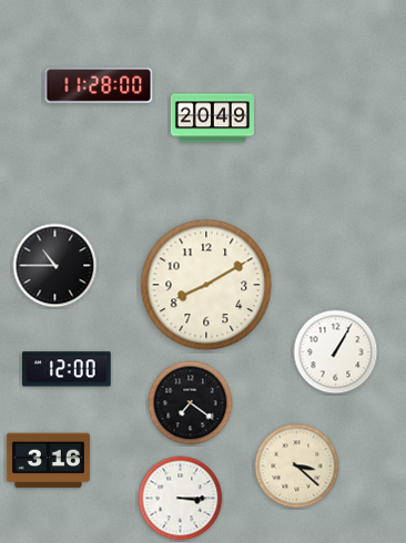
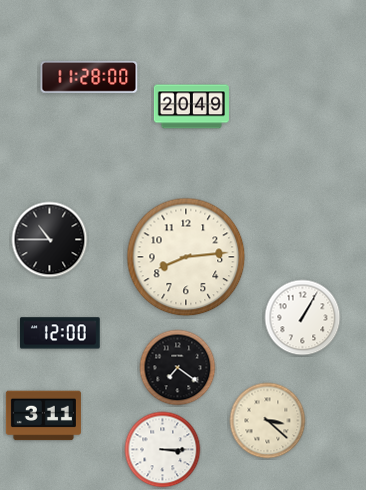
clock at (206, 285): 8:10 -> 8:14
clock at (191, 403) position: (191, 403) -> (178, 368)
clock at (48, 461): 3:16 -> 3:11
